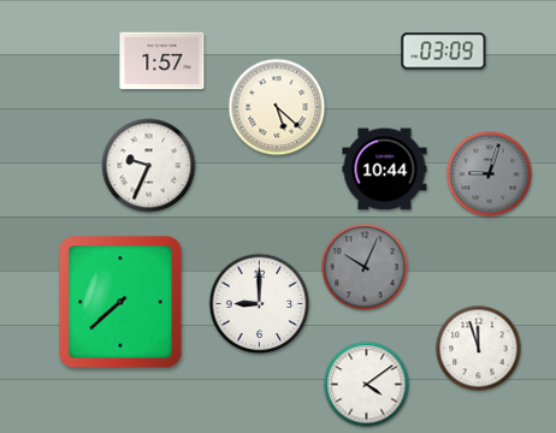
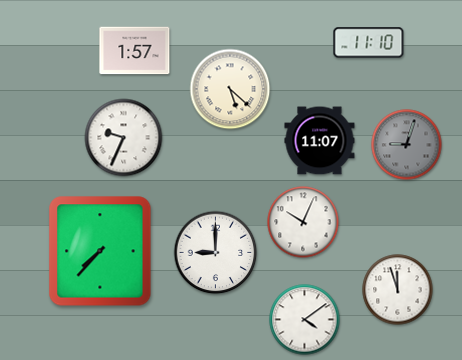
clock at (444, 52): 03:09 -> 11:10
clock at (385, 170): 10:44 -> 11:07
clock at (365, 267) dial: grey -> white
clock at (120, 302): 7:38 -> 7:37
